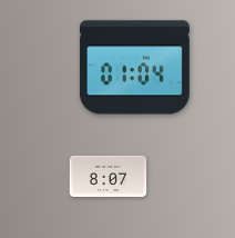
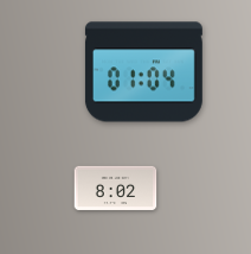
clock at (109, 176): 8:07 -> 8:02
